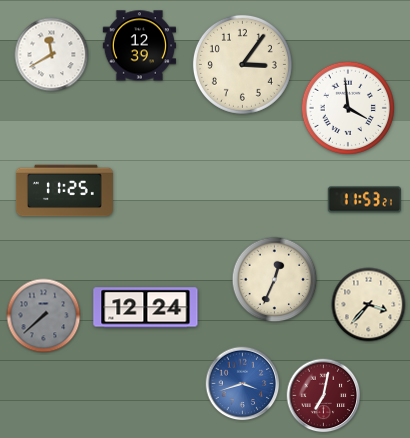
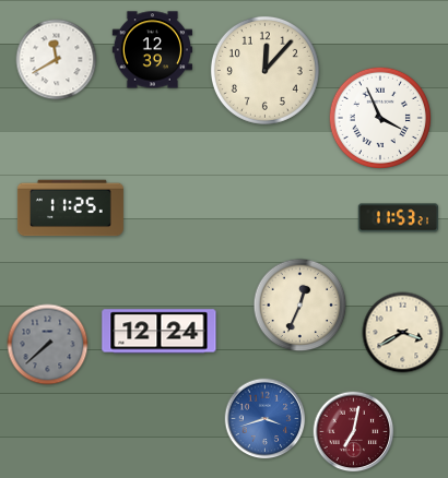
clock at (242, 64): 3:06 -> 12:07
clock at (348, 108): 3:59 -> 3:56
clock at (369, 305): 3:37 -> 3:40
clock at (146, 308) position: (146, 308) -> (160, 332)
